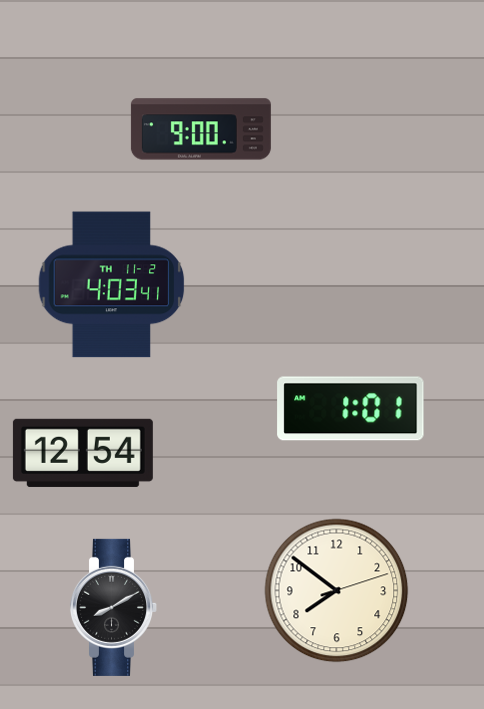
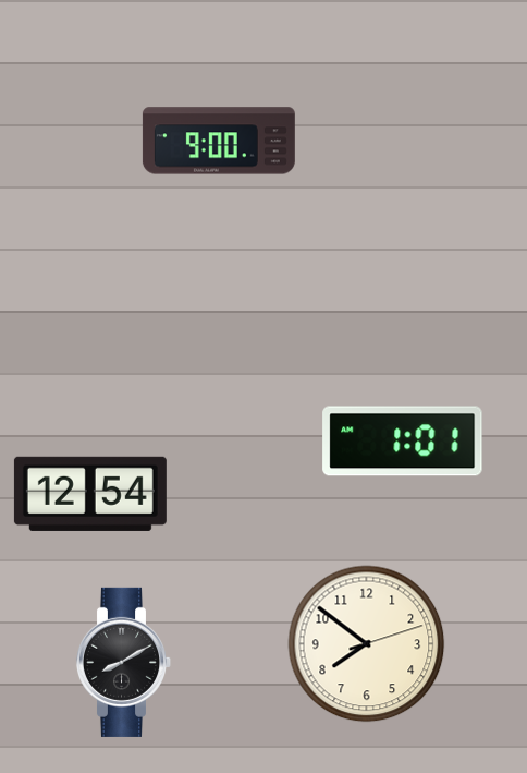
clock at (112, 285): 4:03 -> none
clock at (351, 409) position: (351, 409) -> (403, 442)
